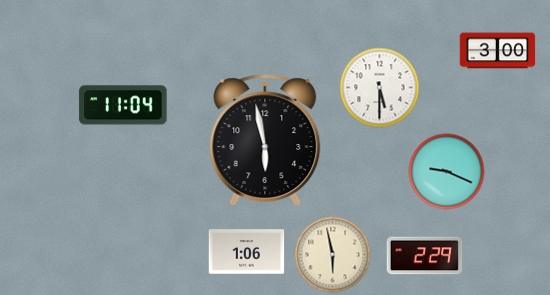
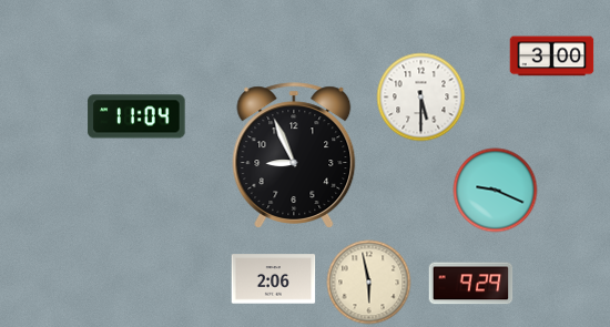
clock at (265, 140): 5:58 -> 8:56
clock at (247, 252): 1:06 -> 2:06
clock at (425, 256): 2:29 -> 9:29
